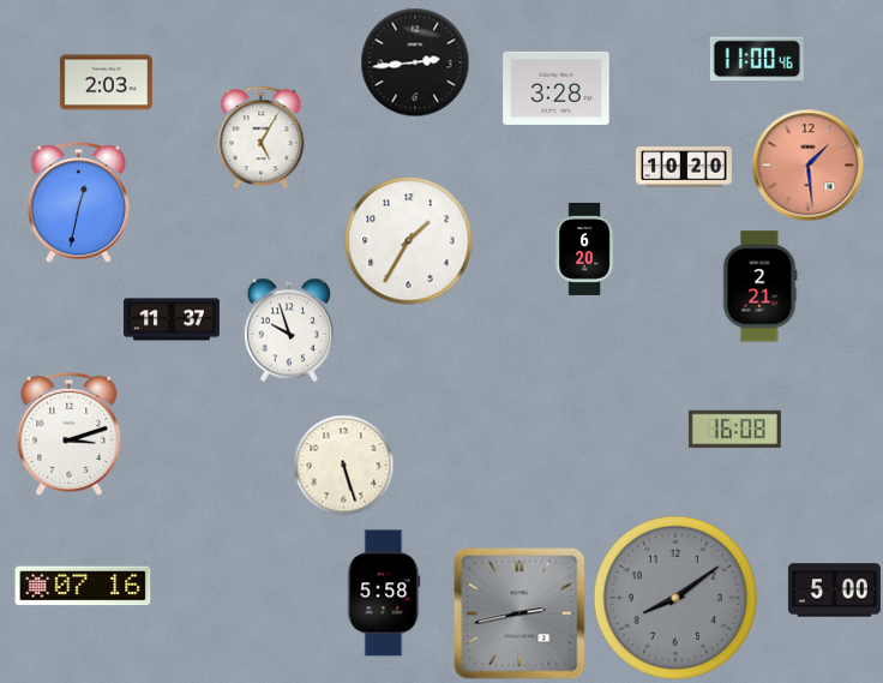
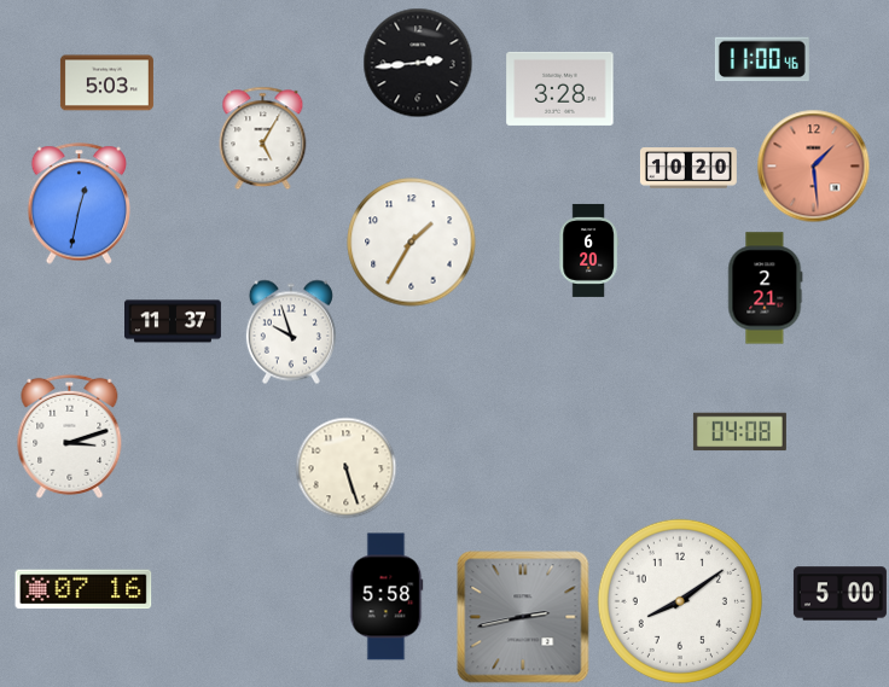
clock at (106, 83): 2:03 -> 5:03
clock at (734, 430): 16:08 -> 04:08
clock at (675, 598) dial: grey -> white
